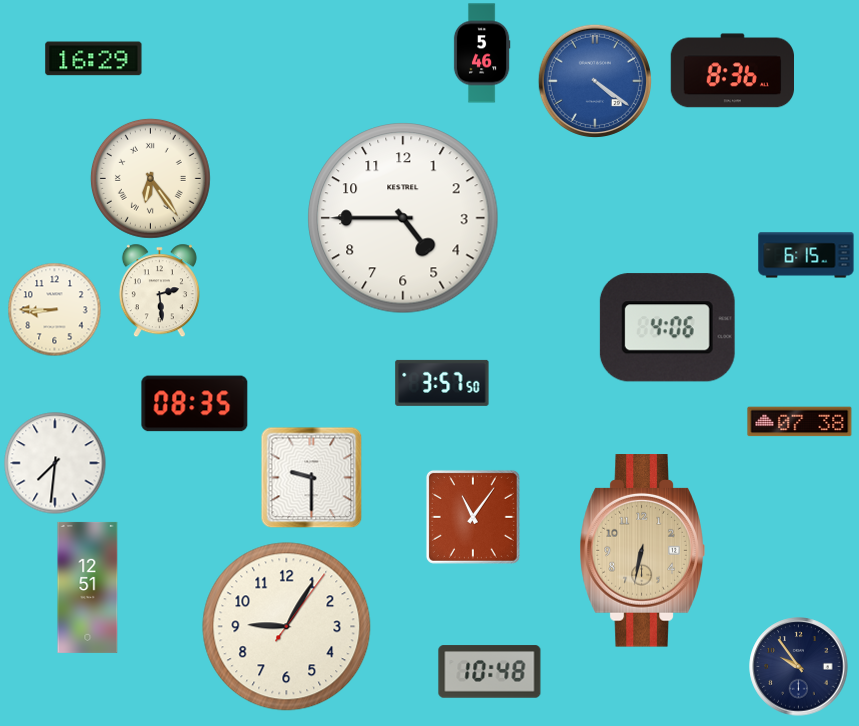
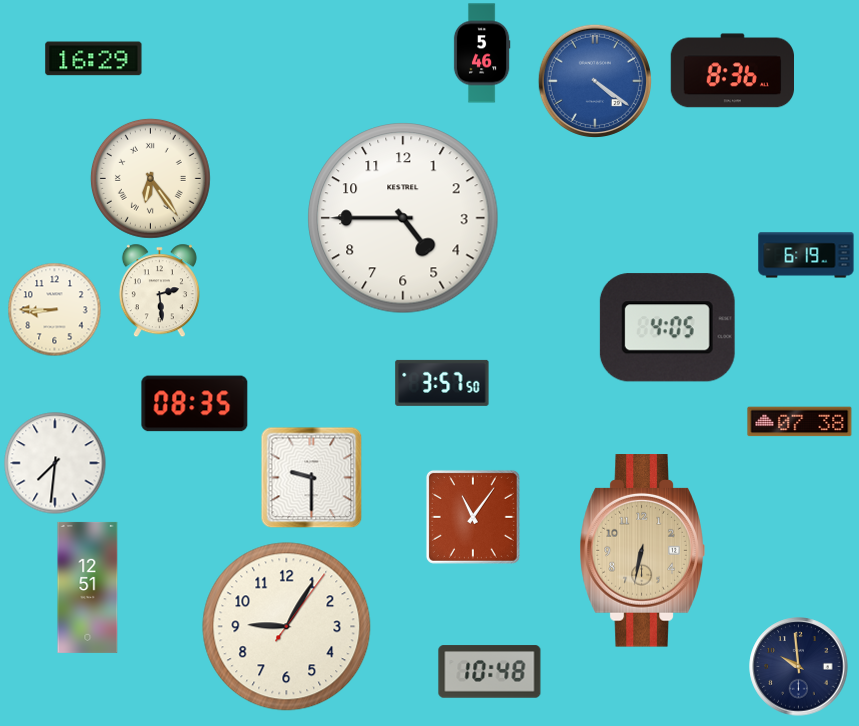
clock at (806, 255): 6:15 -> 6:19
clock at (667, 328): 4:06 -> 4:05
clock at (799, 667): 9:54 -> 9:59
